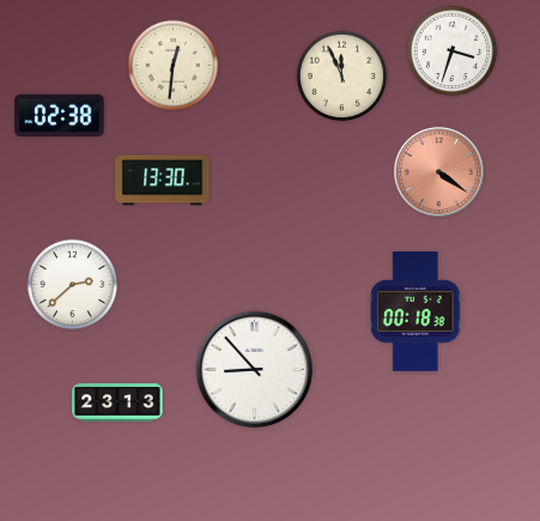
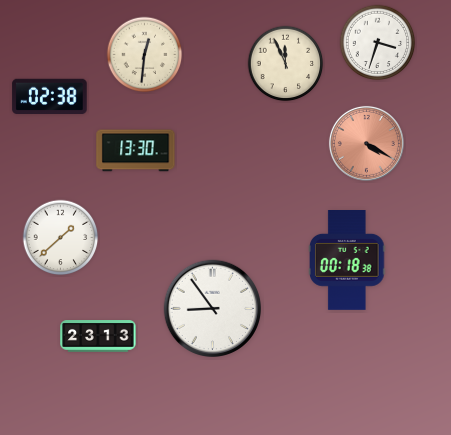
clock at (438, 171): 4:21 -> 4:20
clock at (73, 285): 2:38 -> 1:38
clock at (254, 369): 8:53 -> 8:54
